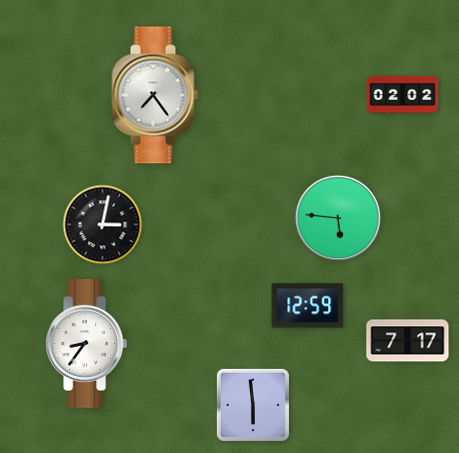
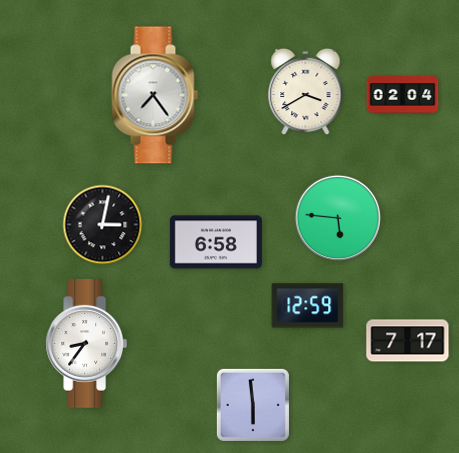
clock at (306, 92): none -> 3:40
clock at (403, 95): 02:02 -> 02:04
clock at (216, 242): none -> 6:58
